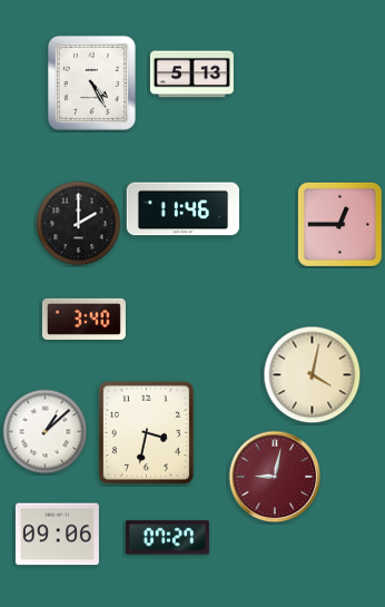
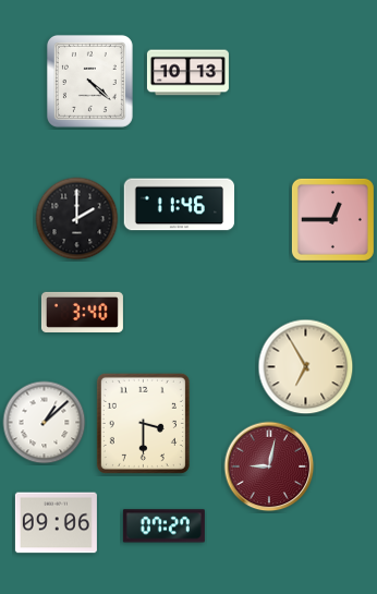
clock at (191, 75): 5:13 -> 10:13
clock at (91, 82): 4:25 -> 4:22
clock at (313, 375): 4:02 -> 6:55
clock at (146, 432): 3:32 -> 3:30
